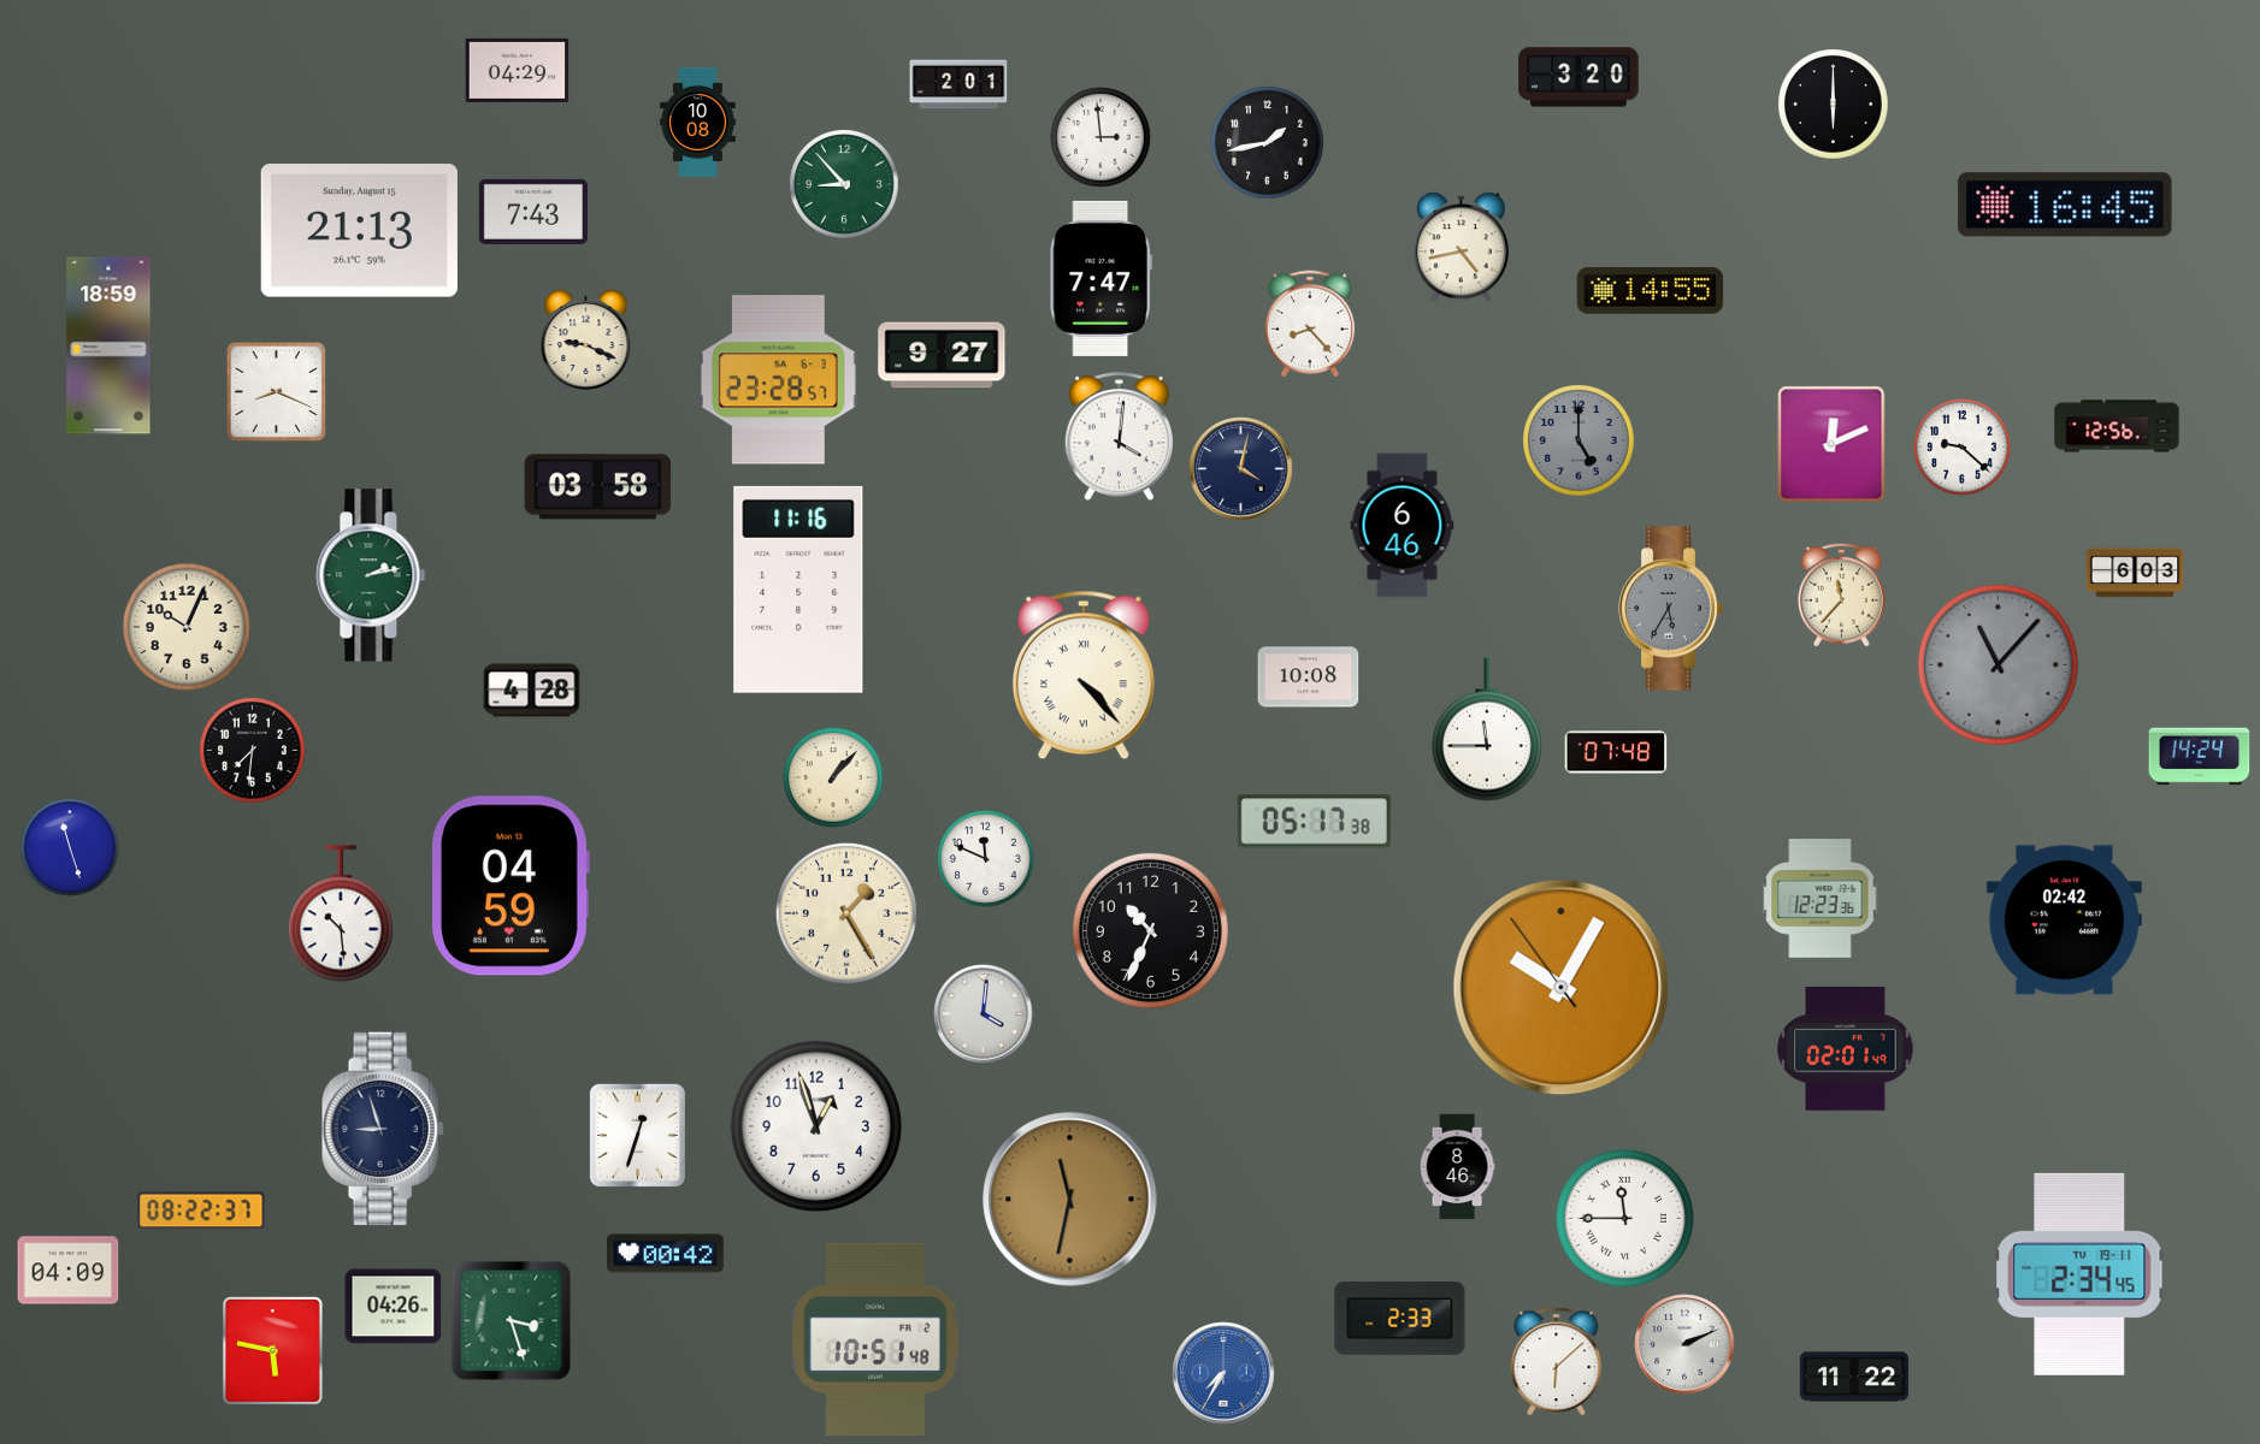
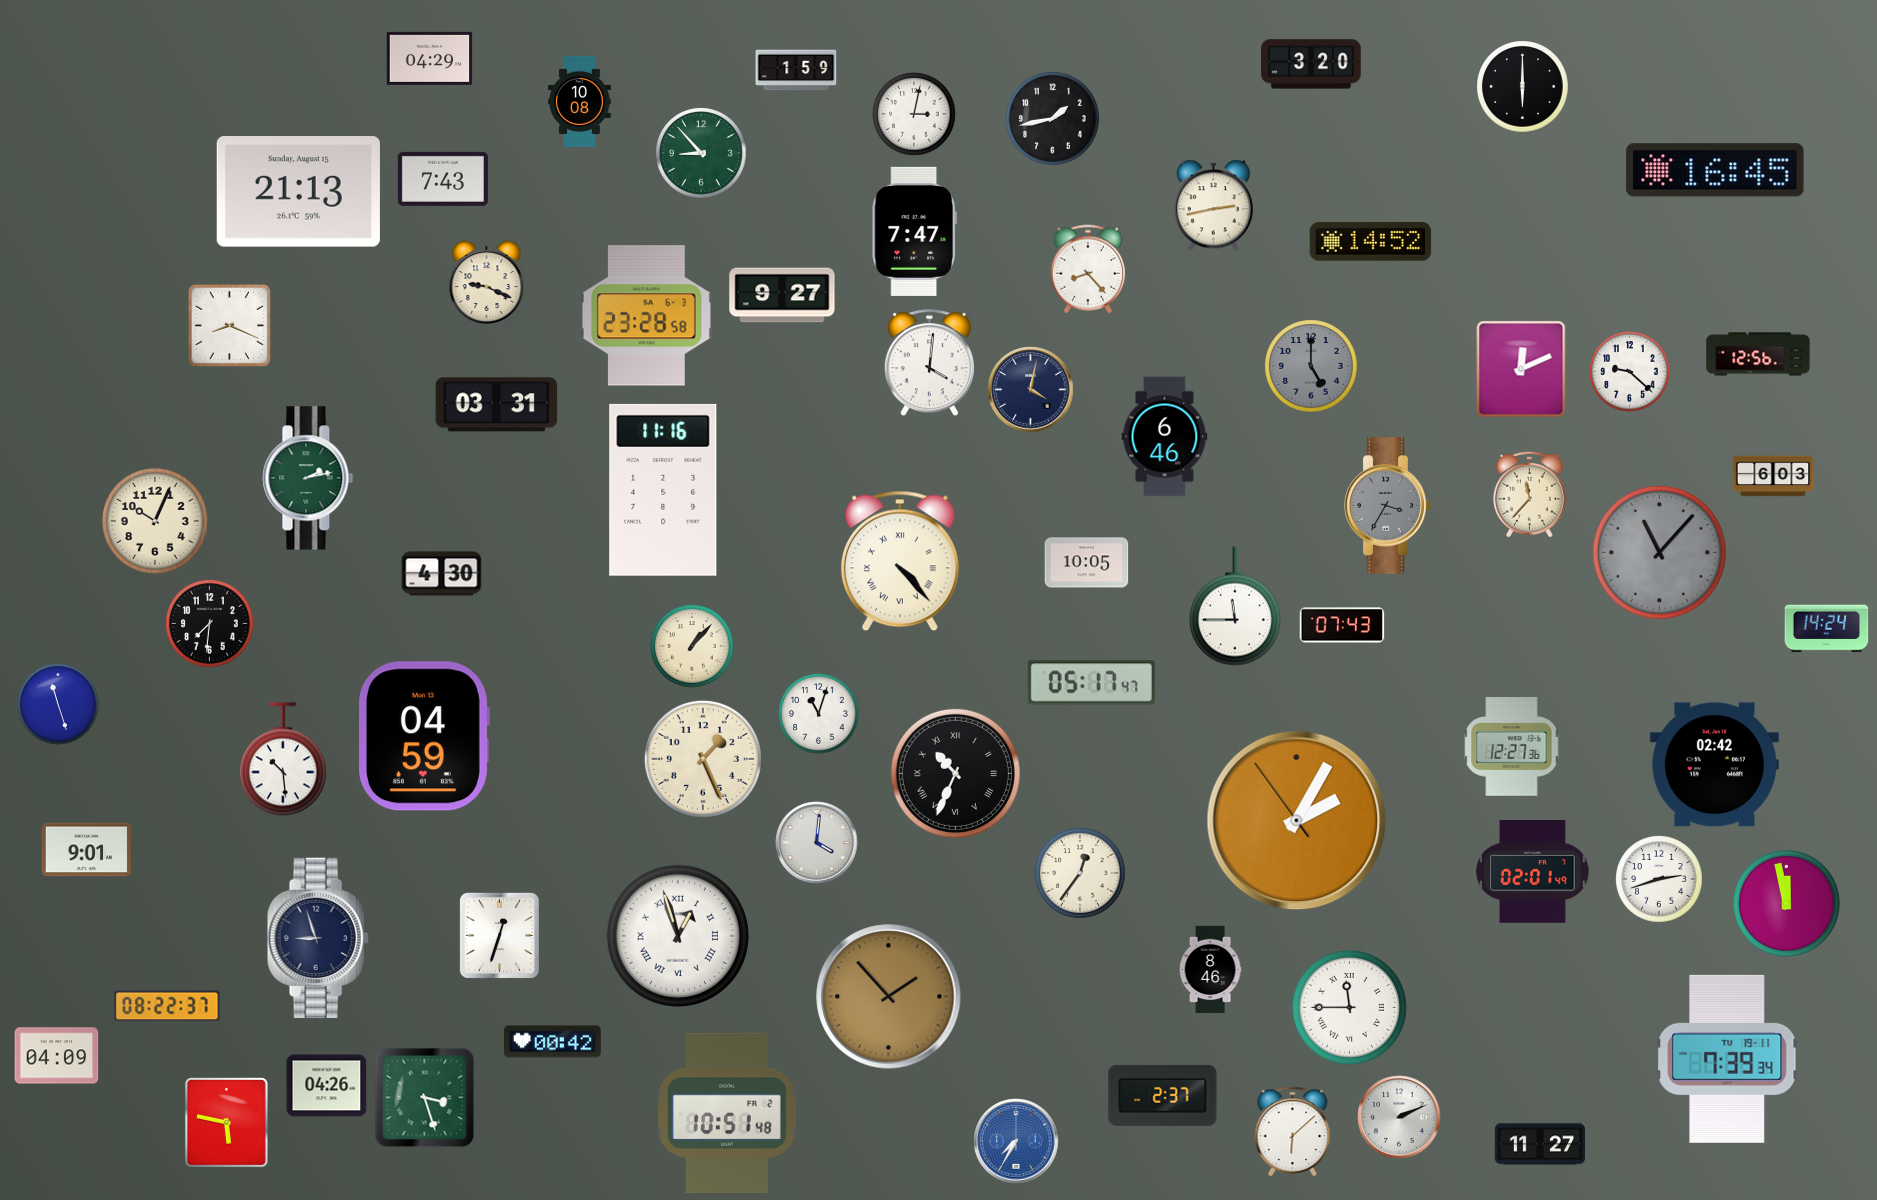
clock at (958, 84): 2:01 -> 1:59
clock at (1101, 137): 2:59 -> 3:02
clock at (533, 212) position: (533, 212) -> (443, 179)
clock at (1461, 248): 4:43 -> 2:43
clock at (1651, 291): 14:55 -> 14:52
clock at (108, 345): 18:59 -> none
clock at (778, 380): 23:28:57 -> 23:28:58
clock at (598, 487): 03:58 -> 03:31
clock at (1671, 609): 5:35 -> 3:35
clock at (1309, 677): 10:08 -> 10:05
clock at (532, 691): 4:28 -> 4:30
clock at (1616, 752): 07:48 -> 07:43
clock at (1314, 822): 05:17:38 -> 05:17:47
clock at (986, 859): 11:49 -> 11:03
clock at (1821, 899): 12:23 -> 12:27
clock at (846, 913): 1:25 -> 1:26
clock at (1150, 930) numerals: Arabic -> Roman
clock at (1562, 988): 10:04 -> 2:04
clock at (86, 850): none -> 9:01
clock at (1080, 873): none -> 12:36
clock at (1659, 879): none -> 2:42
clock at (1786, 903): none -> 11:58
clock at (816, 1126) numerals: Arabic -> Roman
clock at (637, 1135) position: (637, 1135) -> (499, 935)
clock at (1070, 1200): 11:32 -> 1:53
clock at (1624, 1218) position: (1624, 1218) -> (1349, 1007)
clock at (2079, 1274): 2:34 -> 7:39
clock at (1400, 1318): 2:33 -> 2:37
clock at (1854, 1377): 11:22 -> 11:27
